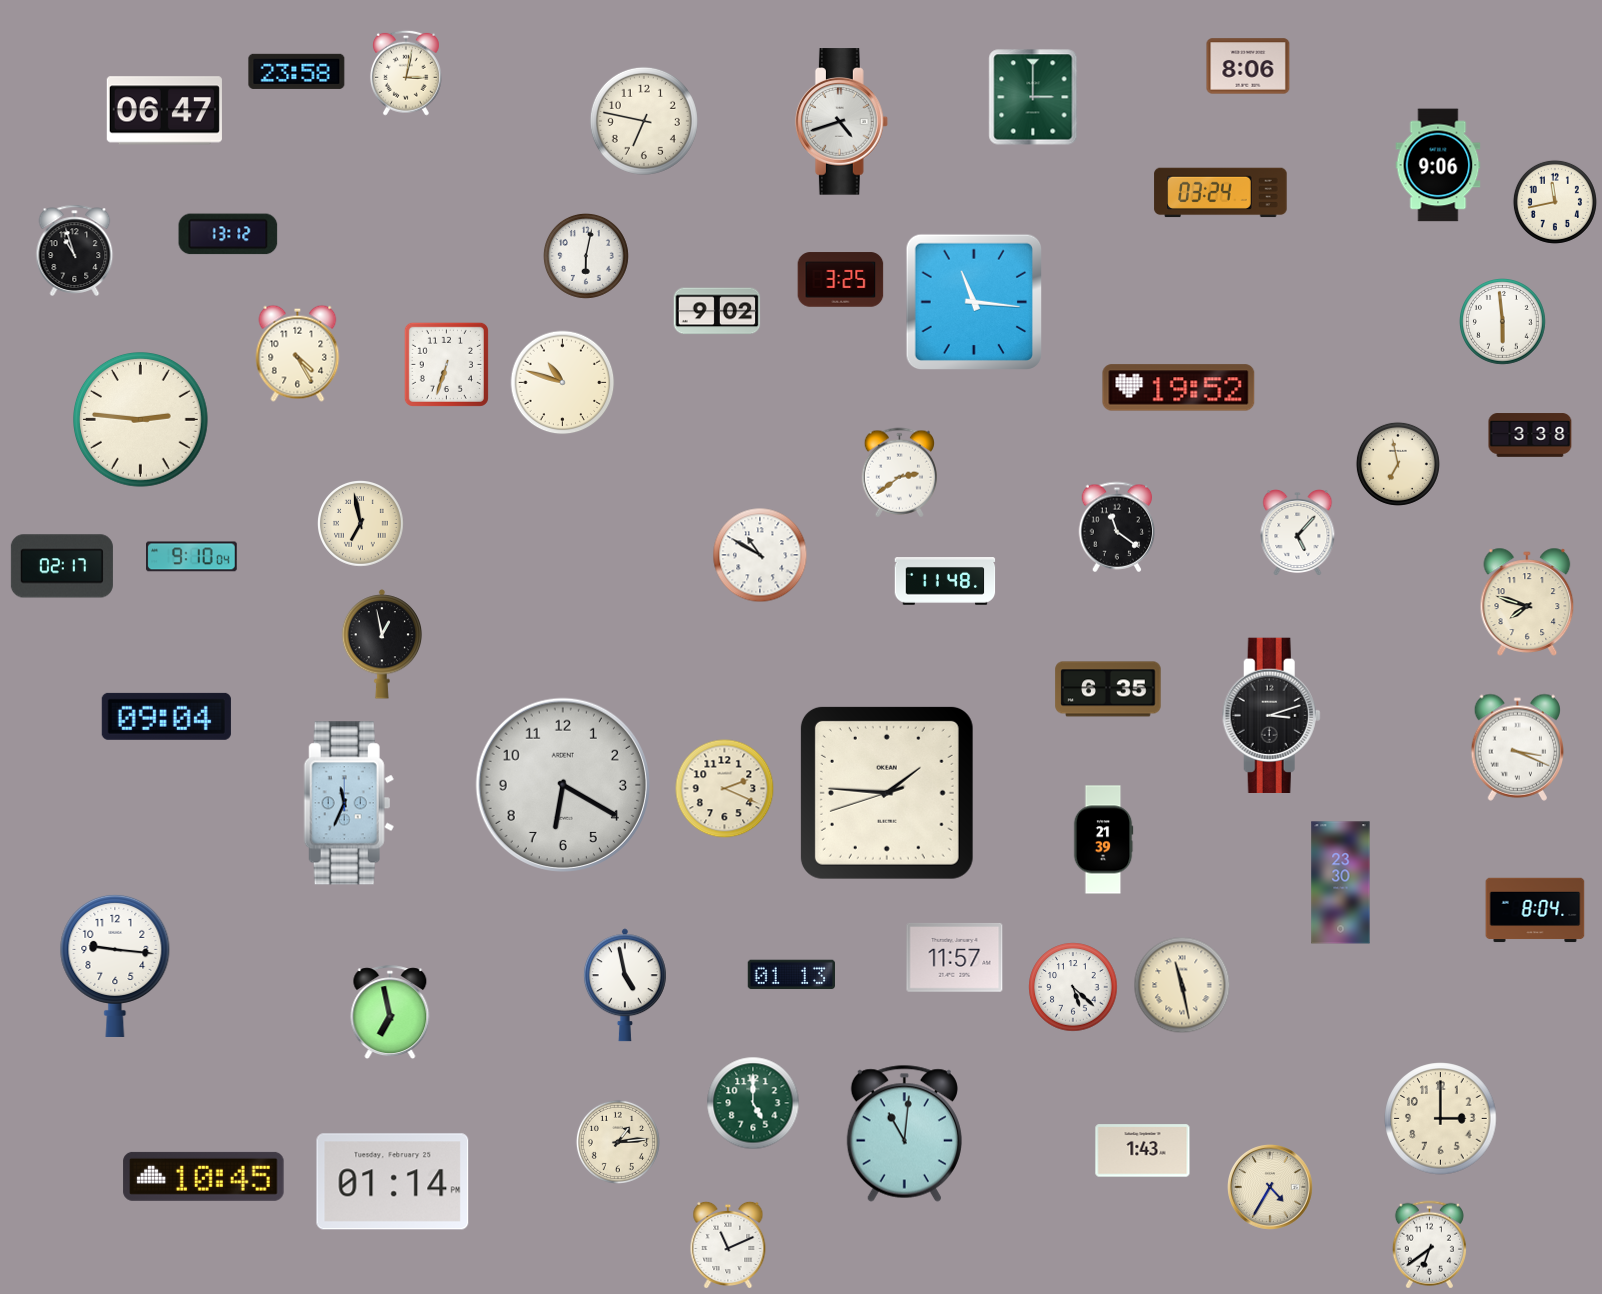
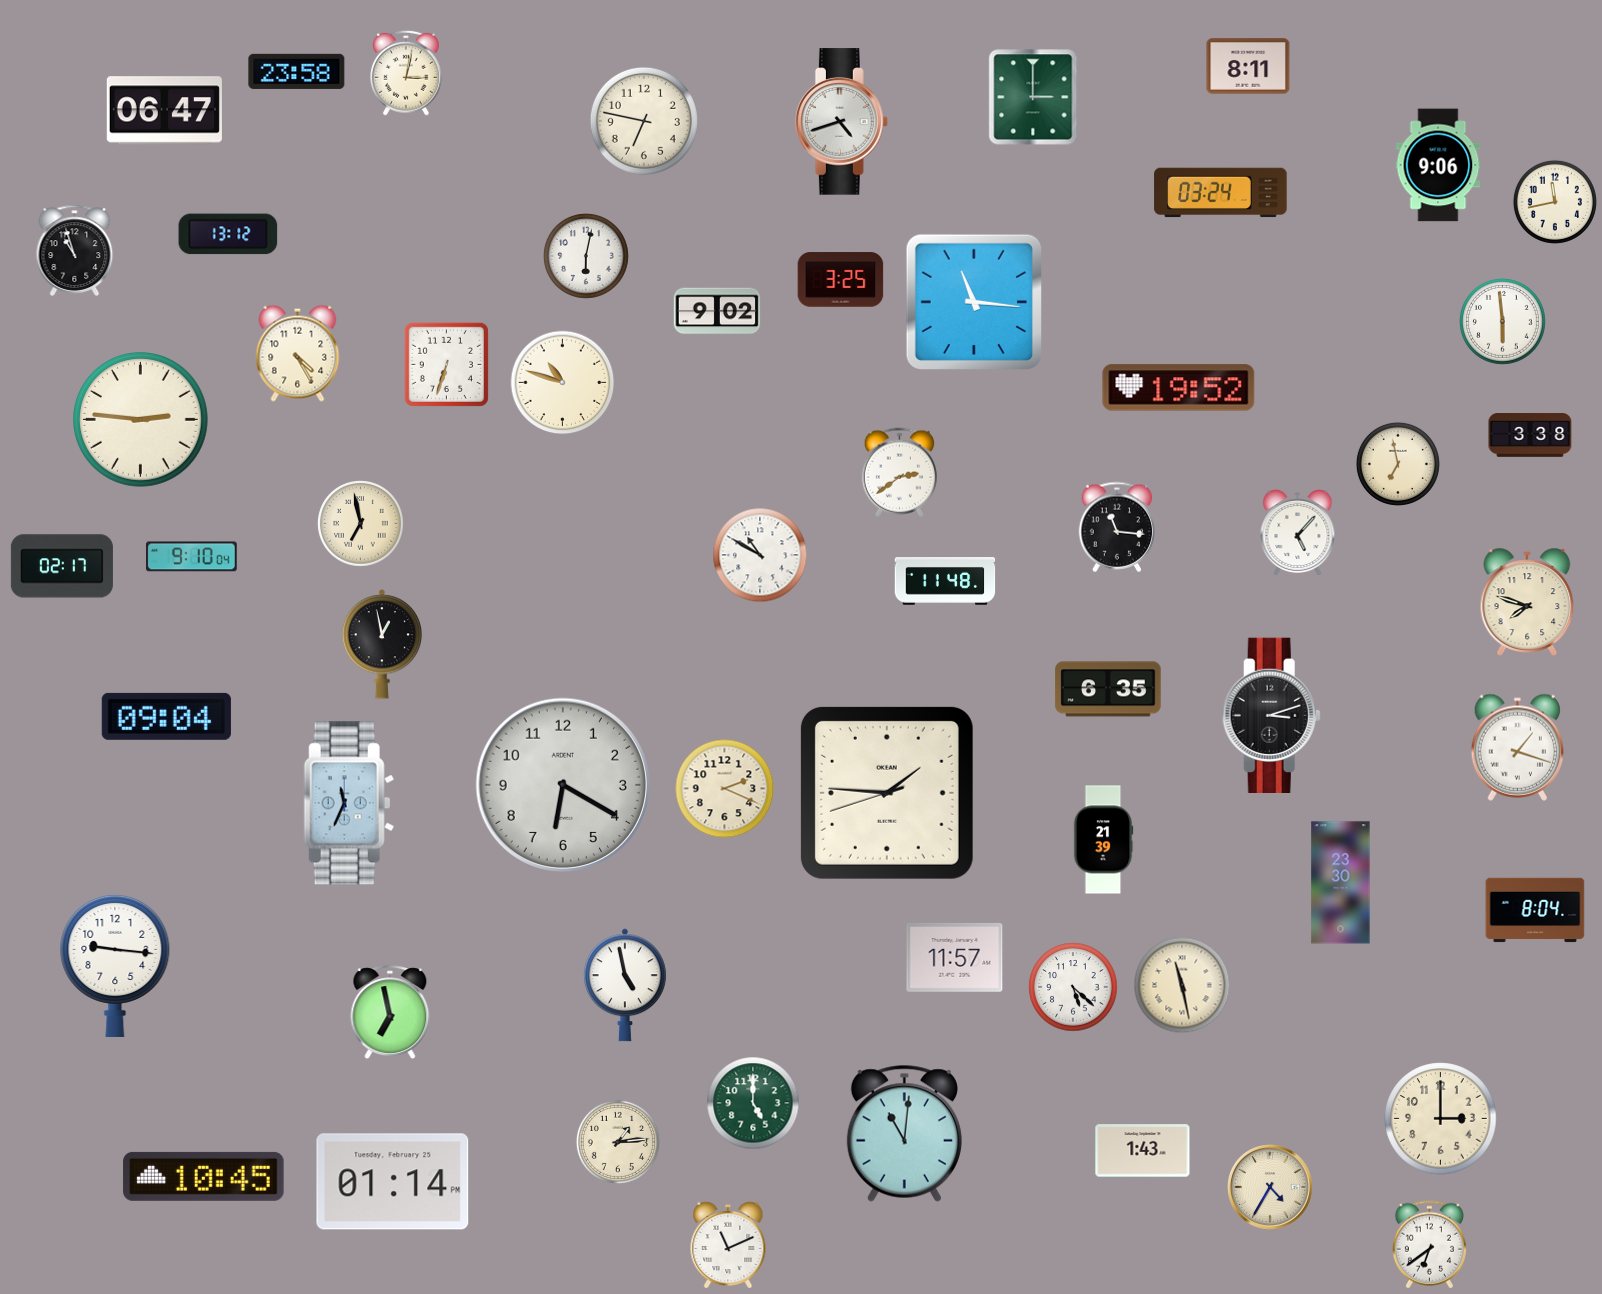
clock at (1248, 66): 8:06 -> 8:11
clock at (1117, 527): 11:21 -> 11:16
clock at (1517, 747): 3:19 -> 1:18
clock at (792, 975): 01:13 -> none
